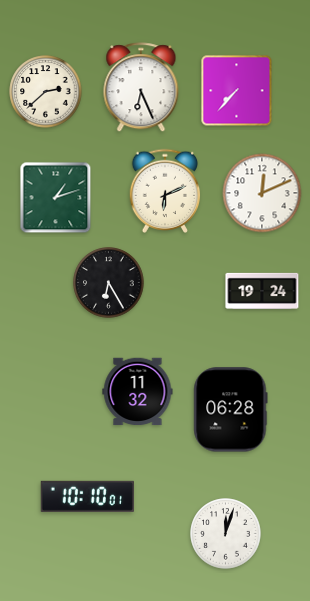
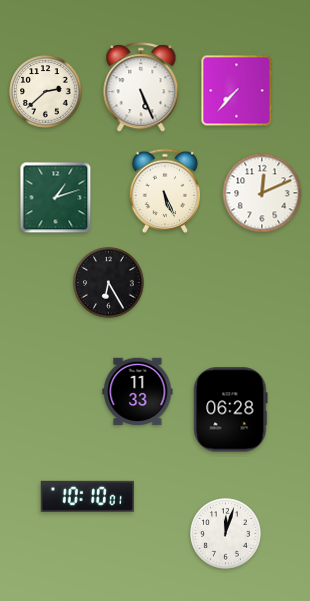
clock at (141, 88): 6:26 -> 5:26
clock at (165, 190): 6:11 -> 5:26
clock at (262, 291): 19:24 -> none
clock at (138, 392): 11:32 -> 11:33
